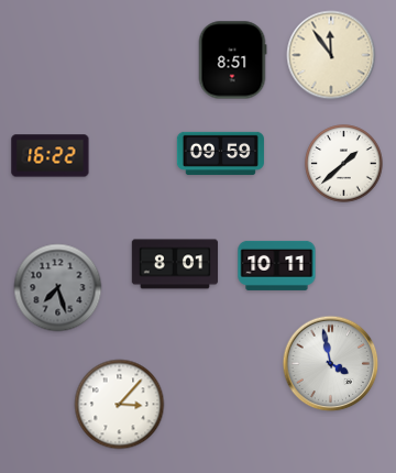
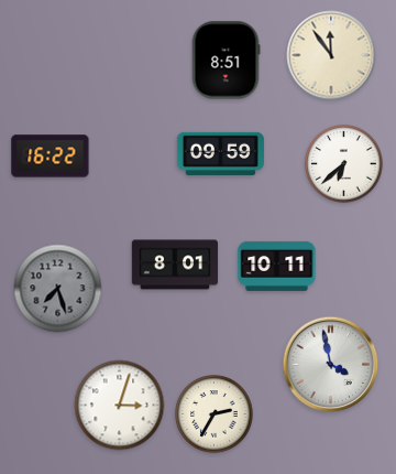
clock at (232, 61) position: (232, 61) -> (226, 61)
clock at (344, 164): 1:38 -> 6:38
clock at (120, 405): 3:07 -> 3:03
clock at (215, 414): none -> 2:35
